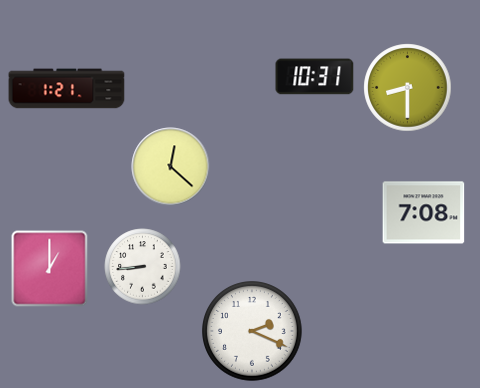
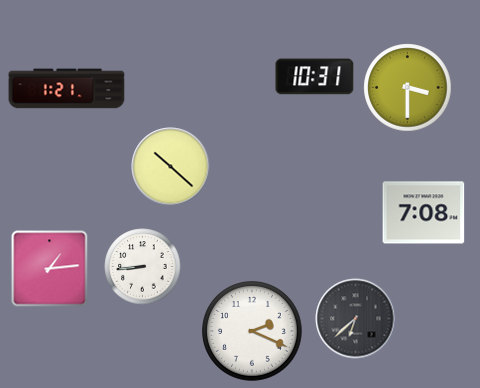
clock at (408, 88): 8:30 -> 3:30
clock at (171, 167): 12:22 -> 10:22
clock at (50, 269): 1:00 -> 1:14
clock at (356, 319): none -> 6:38
